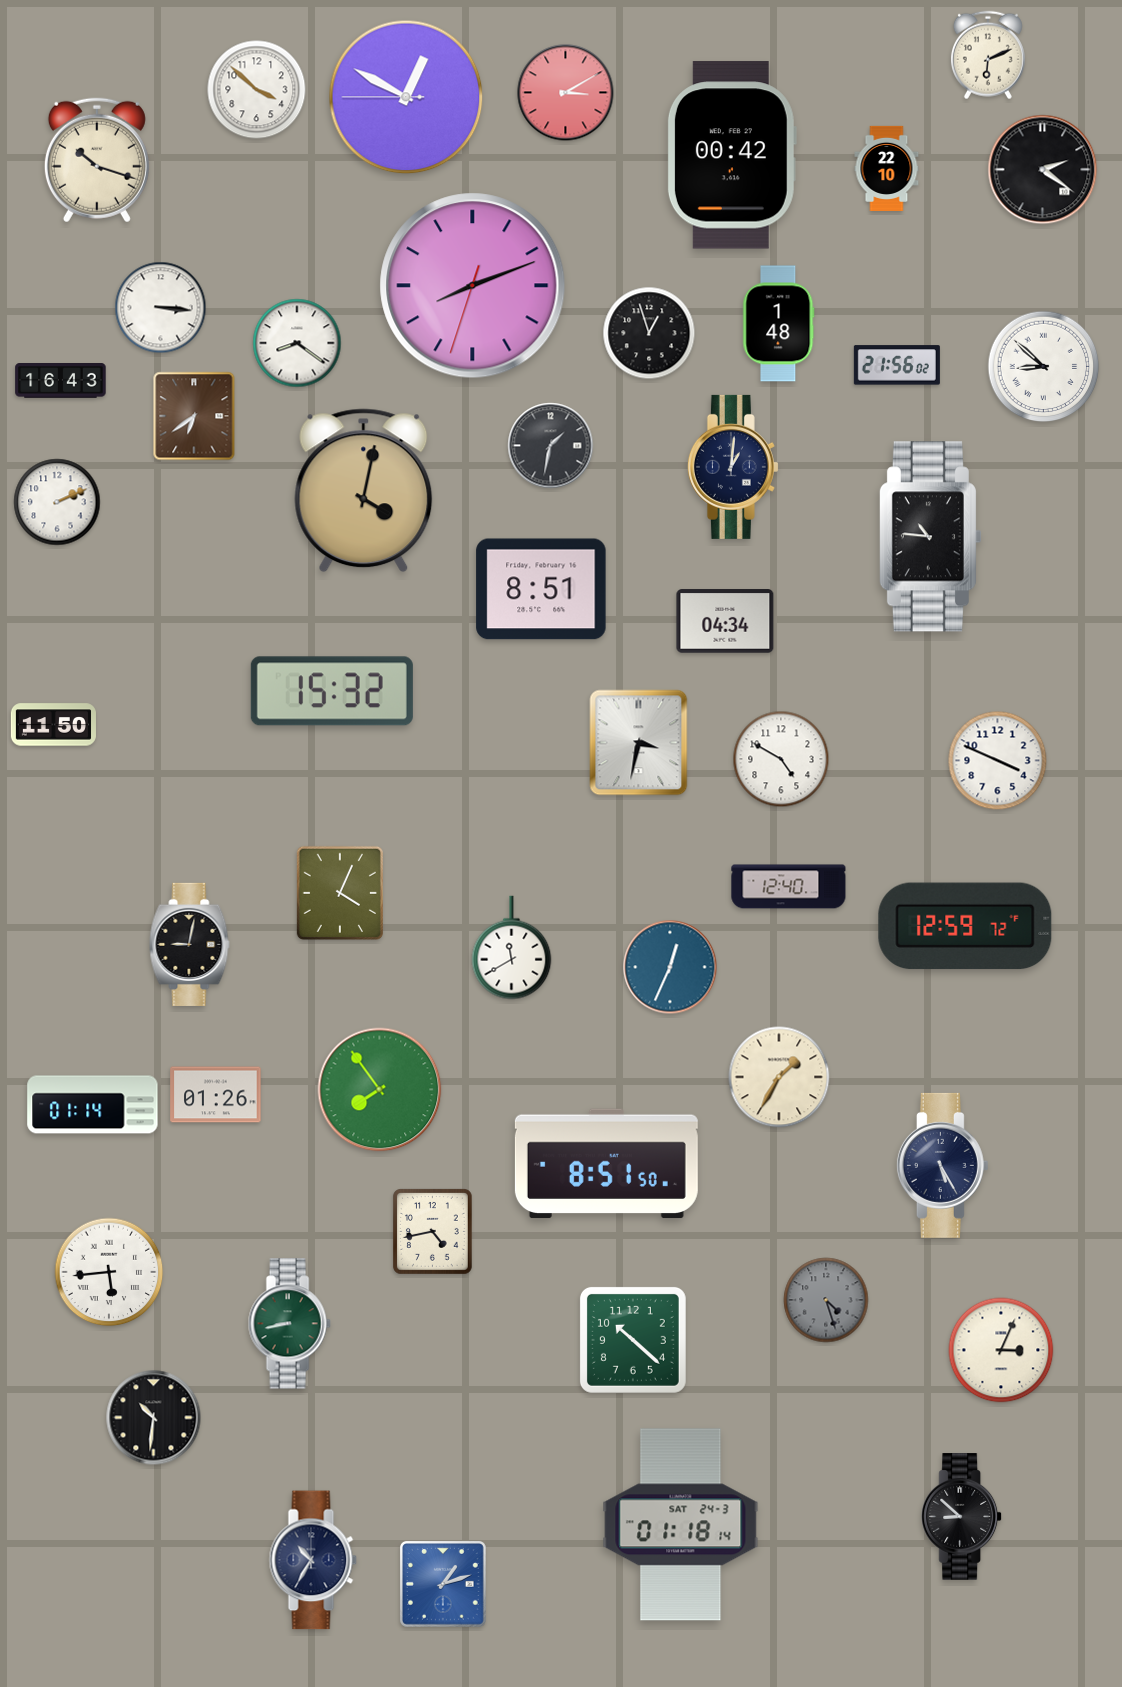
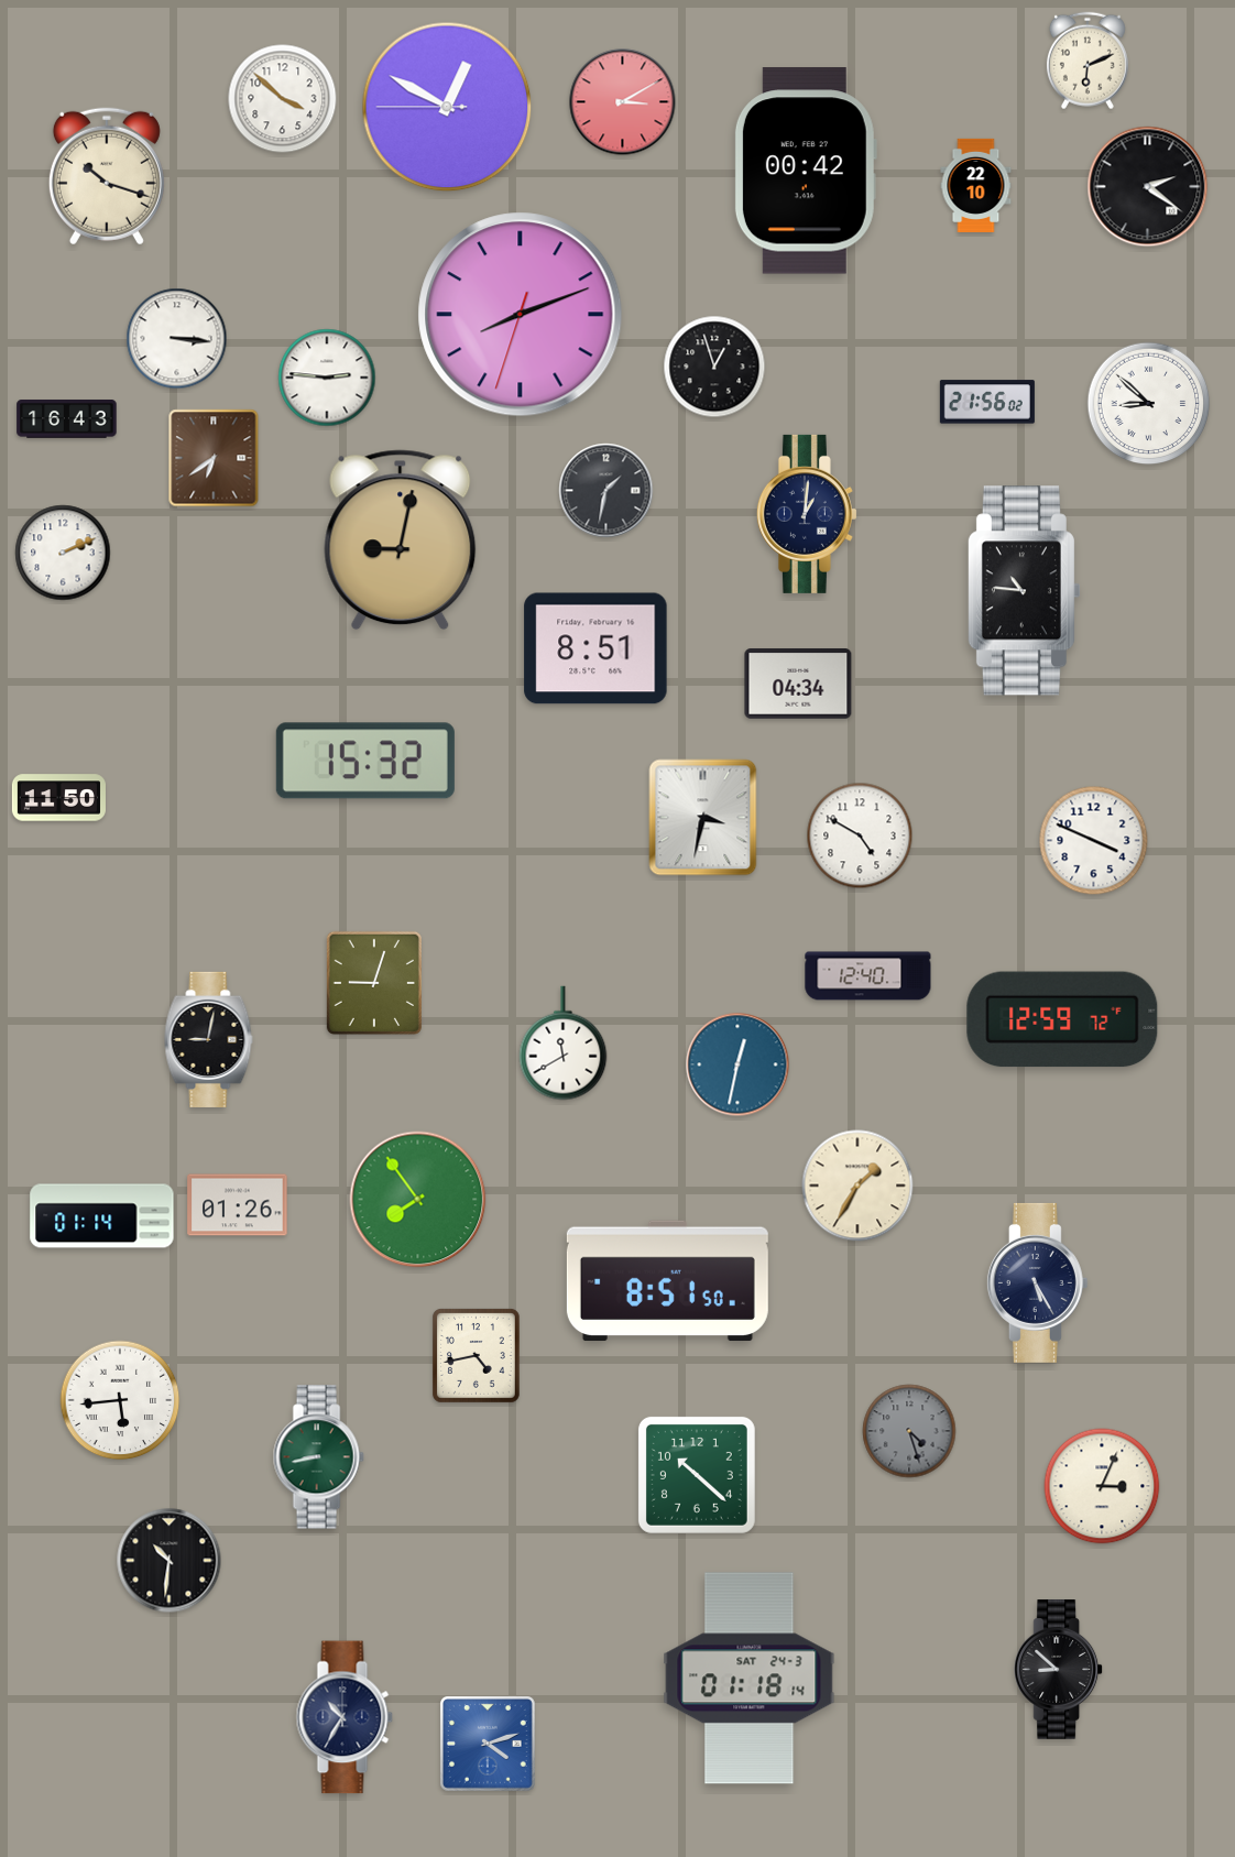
clock at (779, 324): 1:48 -> none
clock at (297, 343): 8:21 -> 2:46
clock at (364, 491): 4:02 -> 9:02
clock at (998, 761) position: (998, 761) -> (1094, 841)
clock at (340, 893): 4:04 -> 9:03
clock at (670, 967): 12:34 -> 12:32
clock at (443, 1584): 1:12 -> 4:12
